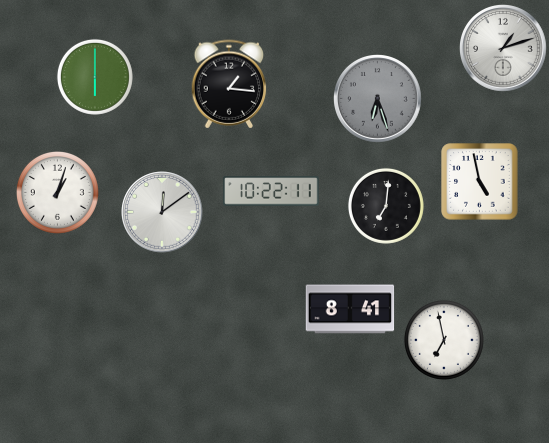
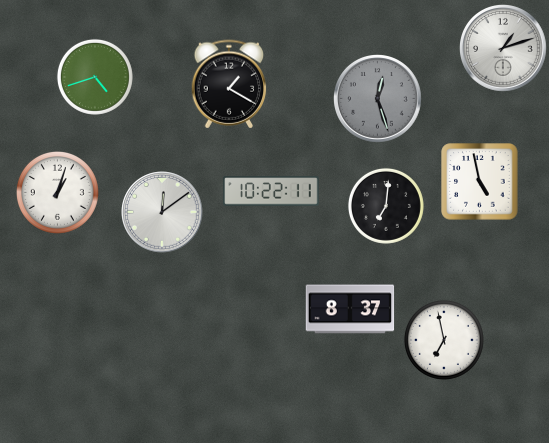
clock at (95, 77): 6:00 -> 4:42
clock at (229, 84): 1:16 -> 1:20
clock at (378, 99): 6:27 -> 12:27
clock at (350, 309): 8:41 -> 8:37
